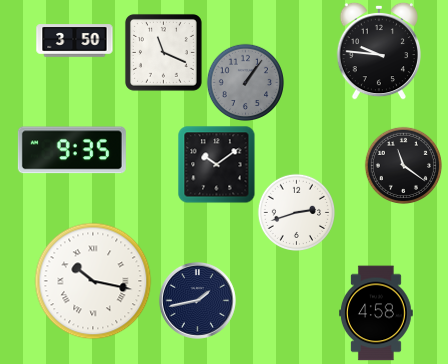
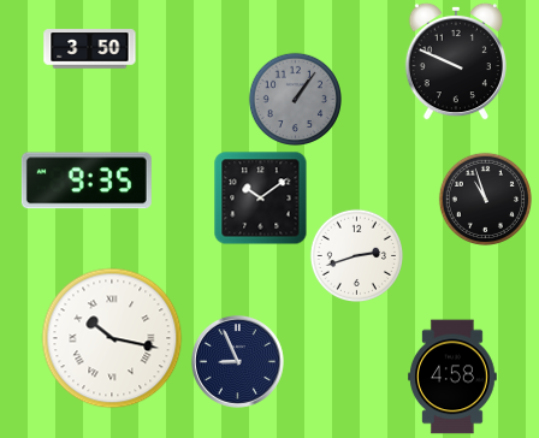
clock at (379, 51): 9:46 -> 9:49
clock at (163, 52): 11:19 -> none
clock at (403, 165): 11:21 -> 10:57
clock at (197, 300): 1:43 -> 8:56
